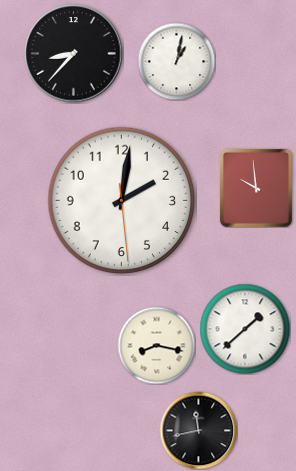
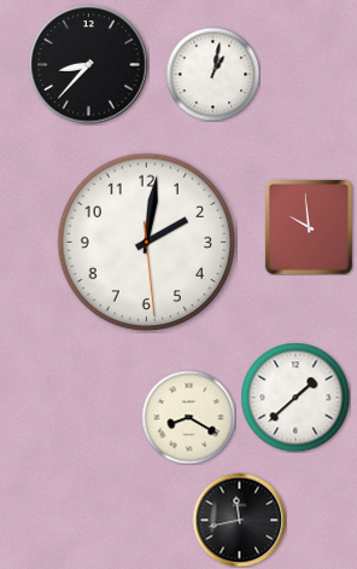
clock at (156, 345): 8:17 -> 8:20
